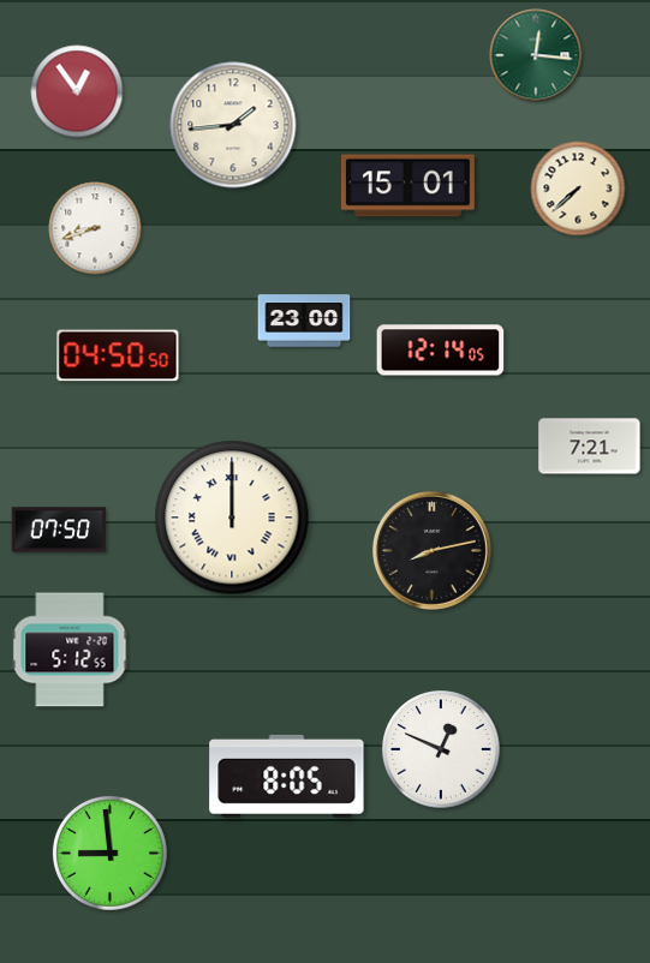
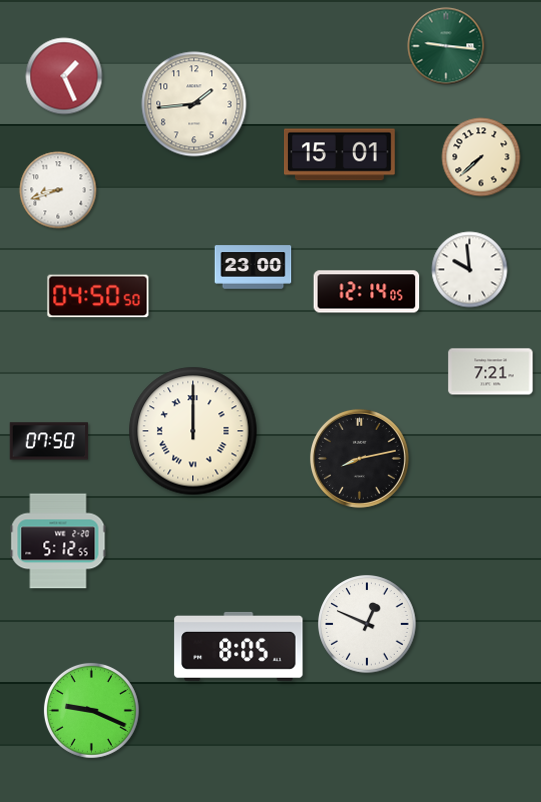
clock at (536, 55): 12:16 -> 9:16
clock at (77, 91): 12:54 -> 1:26
clock at (95, 228) position: (95, 228) -> (58, 190)
clock at (470, 270): none -> 9:59
clock at (109, 853): 8:59 -> 9:19
